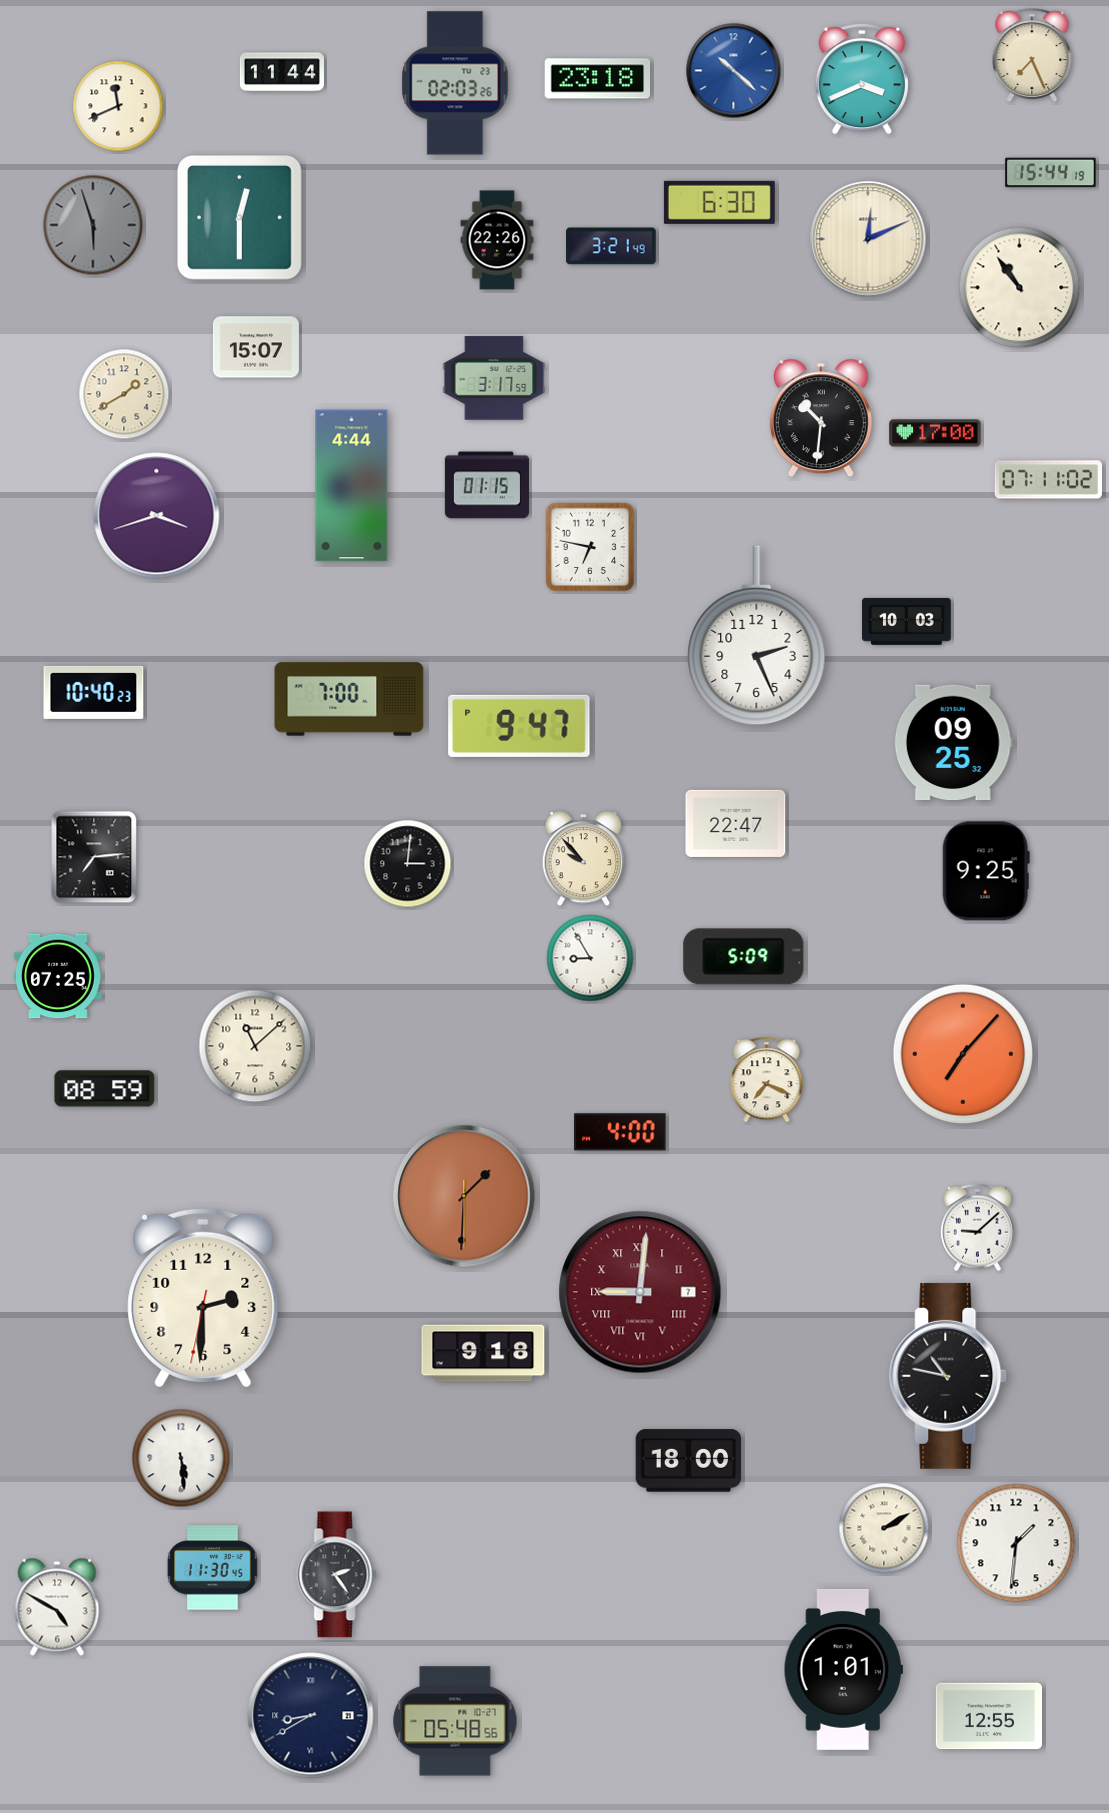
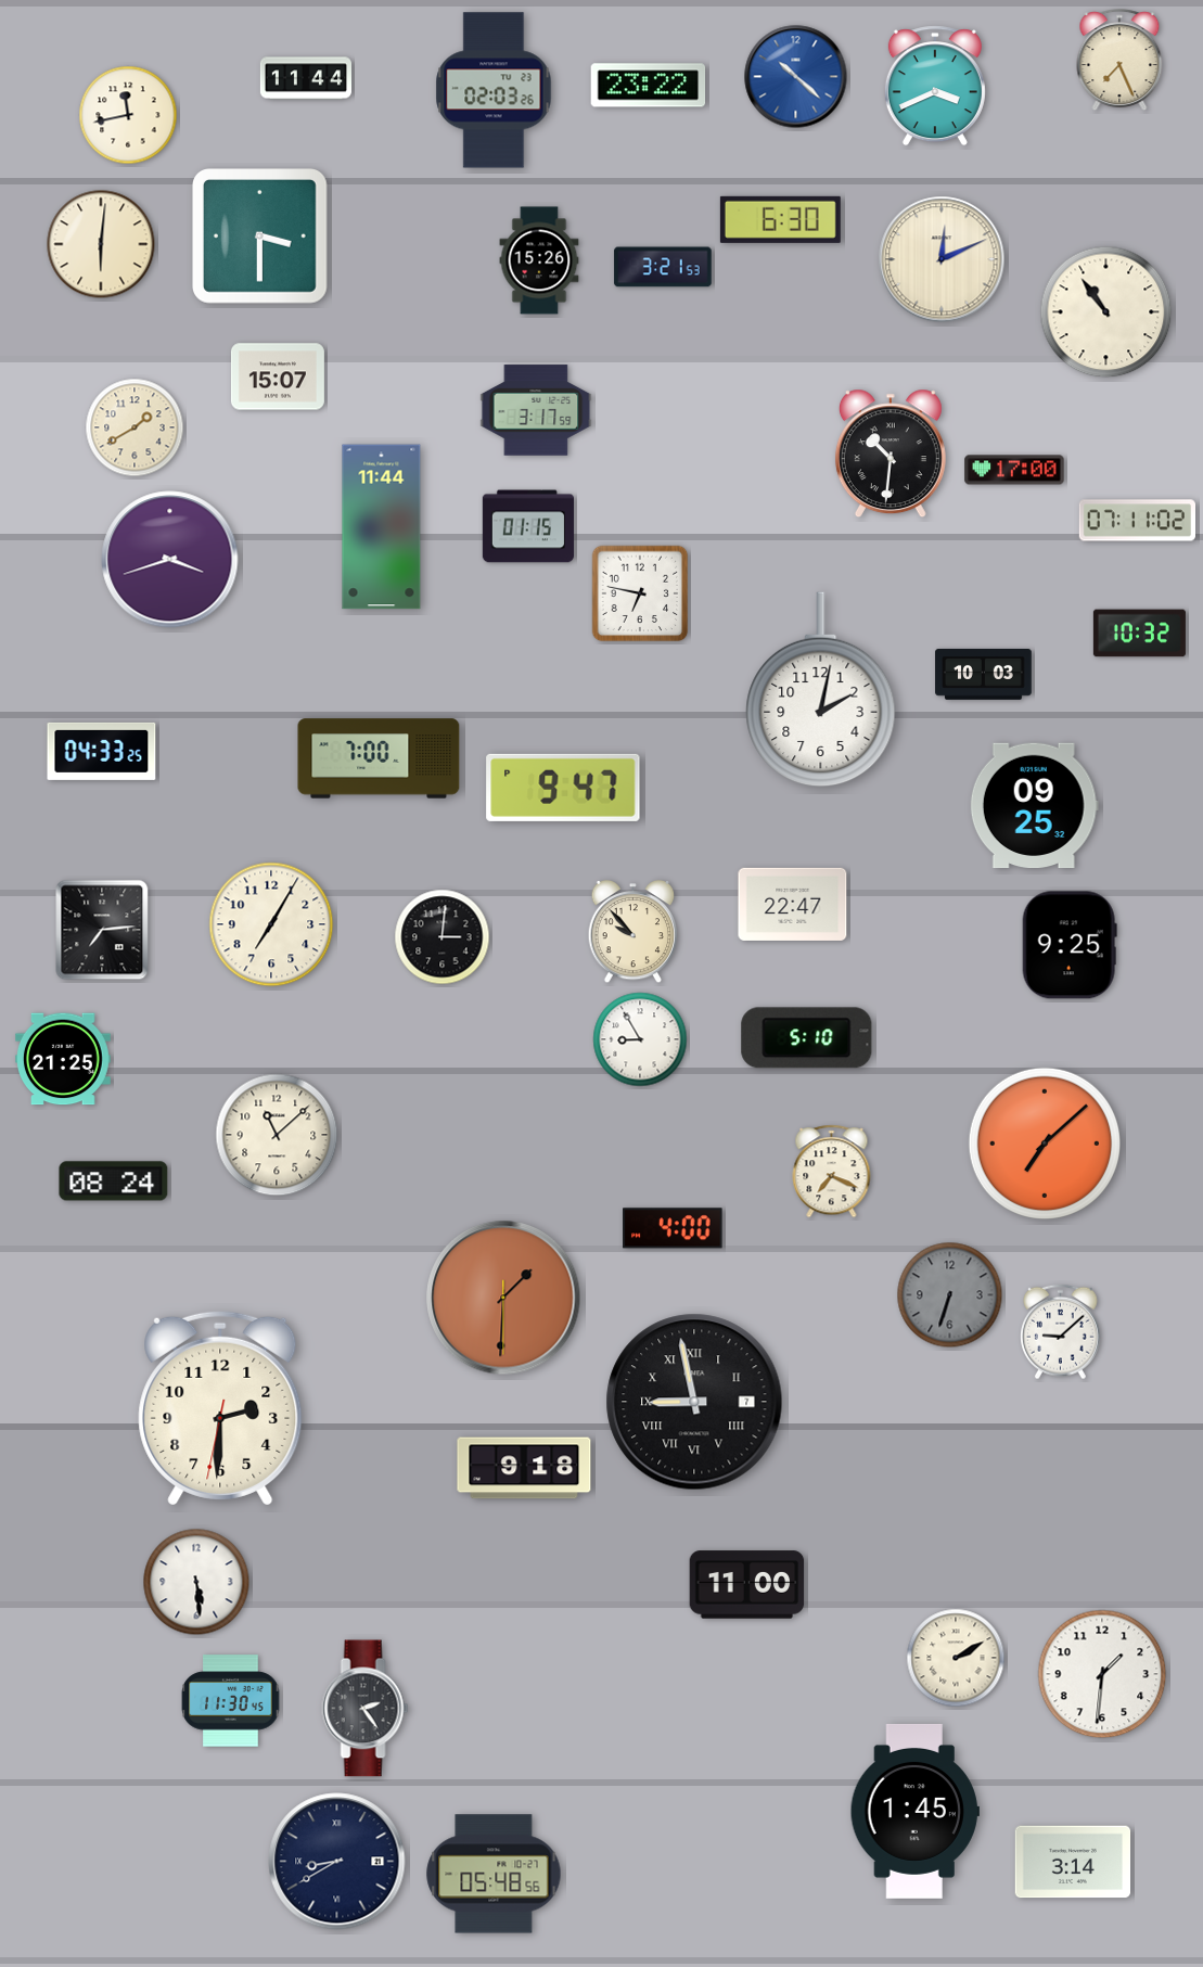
clock at (598, 79): 23:18 -> 23:22
clock at (118, 106): 11:41 -> 11:43
clock at (1051, 173): 15:44 -> none
clock at (240, 218): 12:30 -> 3:30
clock at (93, 225): 5:57 -> 6:01
clock at (93, 225) dial: grey -> cream
clock at (497, 240): 22:26 -> 15:26
clock at (611, 246): 3:21:49 -> 3:21:53
clock at (352, 486): 4:44 -> 11:44
clock at (1139, 634): none -> 10:32
clock at (757, 636): 2:26 -> 2:02
clock at (94, 692): 10:40 -> 04:33
clock at (736, 823) position: (736, 823) -> (793, 904)
clock at (271, 924): none -> 7:05
clock at (744, 957): 5:09 -> 5:10
clock at (59, 976): 07:25 -> 21:25
clock at (963, 1054): 7:07 -> 7:08
clock at (105, 1089): 08:59 -> 08:24
clock at (950, 1295): none -> 6:33
clock at (640, 1292): 9:01 -> 8:58
clock at (640, 1292) dial: burgundy -> black
clock at (949, 1376): 10:47 -> none
clock at (689, 1461): 18:00 -> 11:00
clock at (884, 1528) position: (884, 1528) -> (956, 1658)
clock at (57, 1607): 4:50 -> none
clock at (843, 1669): 1:01 -> 1:45
clock at (989, 1716): 12:55 -> 3:14
clock at (455, 1721) position: (455, 1721) -> (494, 1874)
